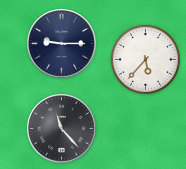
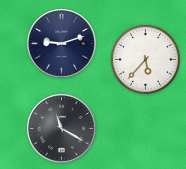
clock at (62, 44): 9:15 -> 9:12
clock at (62, 129): 11:23 -> 11:20
